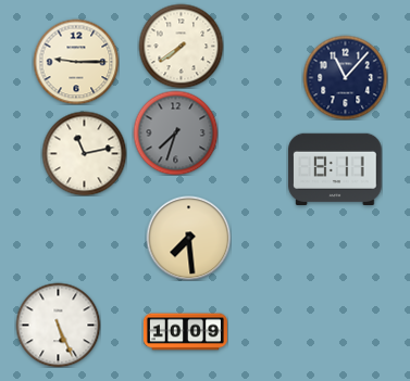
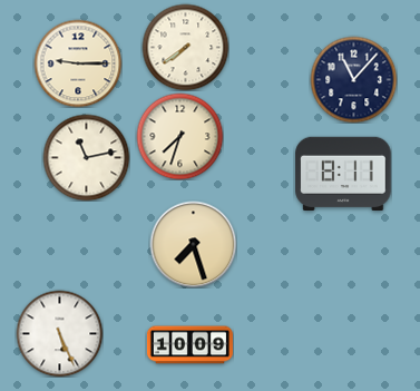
clock at (175, 132) dial: grey -> cream
clock at (188, 238): 7:29 -> 7:27
clock at (185, 332) position: (185, 332) -> (189, 345)
